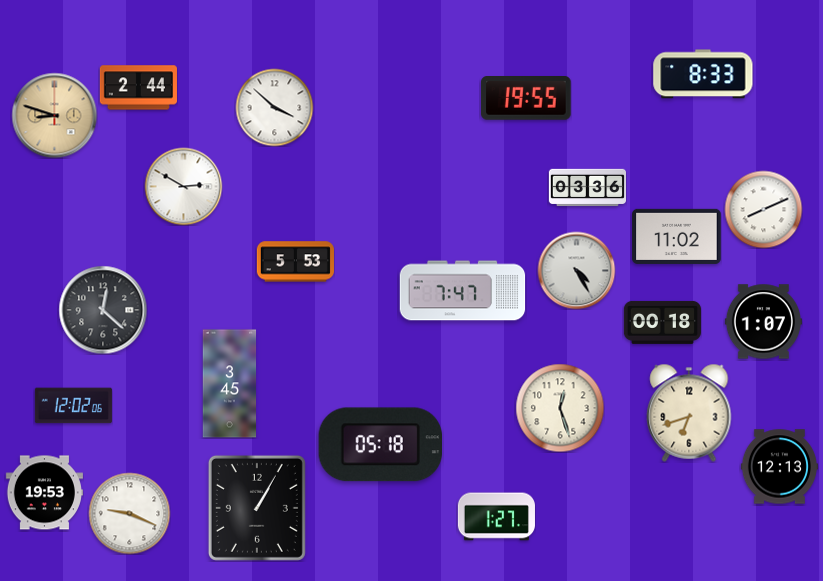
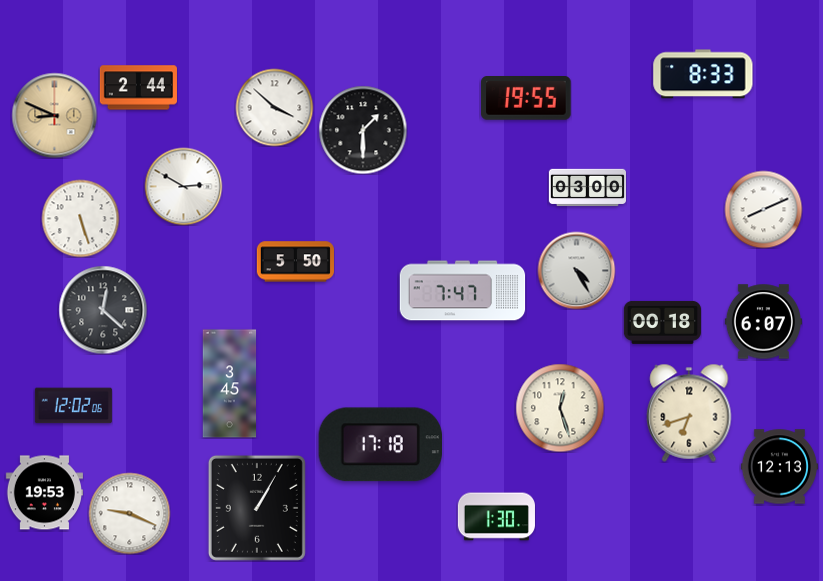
clock at (54, 115): 8:48 -> 8:49
clock at (363, 130): none -> 1:30
clock at (587, 188): 03:36 -> 03:00
clock at (80, 218): none -> 5:27
clock at (677, 236): 11:02 -> none
clock at (295, 262): 5:53 -> 5:50
clock at (763, 322): 1:07 -> 6:07
clock at (380, 445): 05:18 -> 17:18
clock at (496, 517): 1:27 -> 1:30
